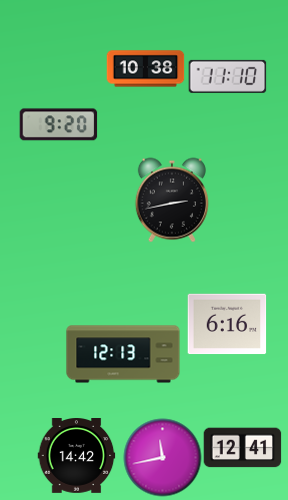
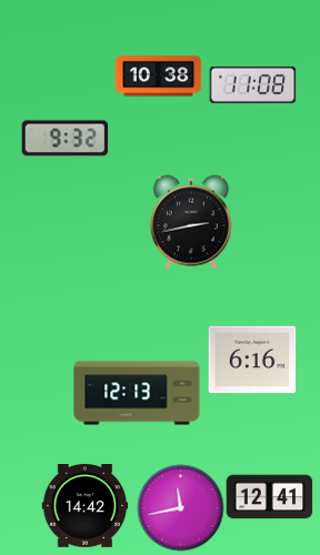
clock at (145, 69) position: (145, 69) -> (158, 77)
clock at (227, 76): 11:10 -> 11:08
clock at (58, 125): 9:20 -> 9:32
